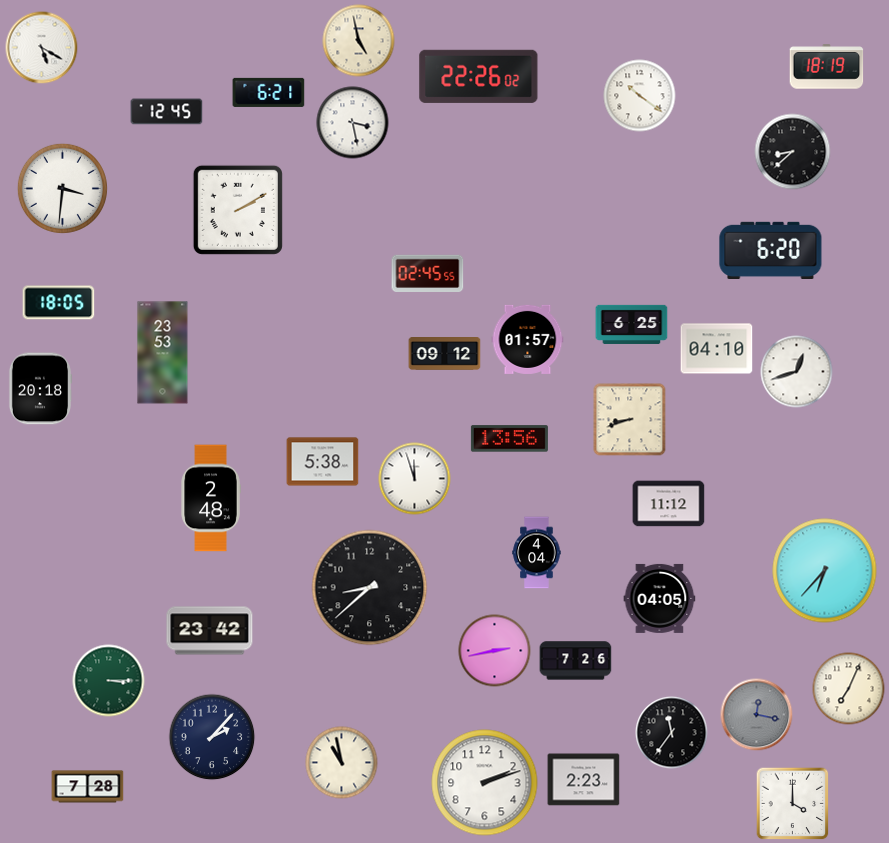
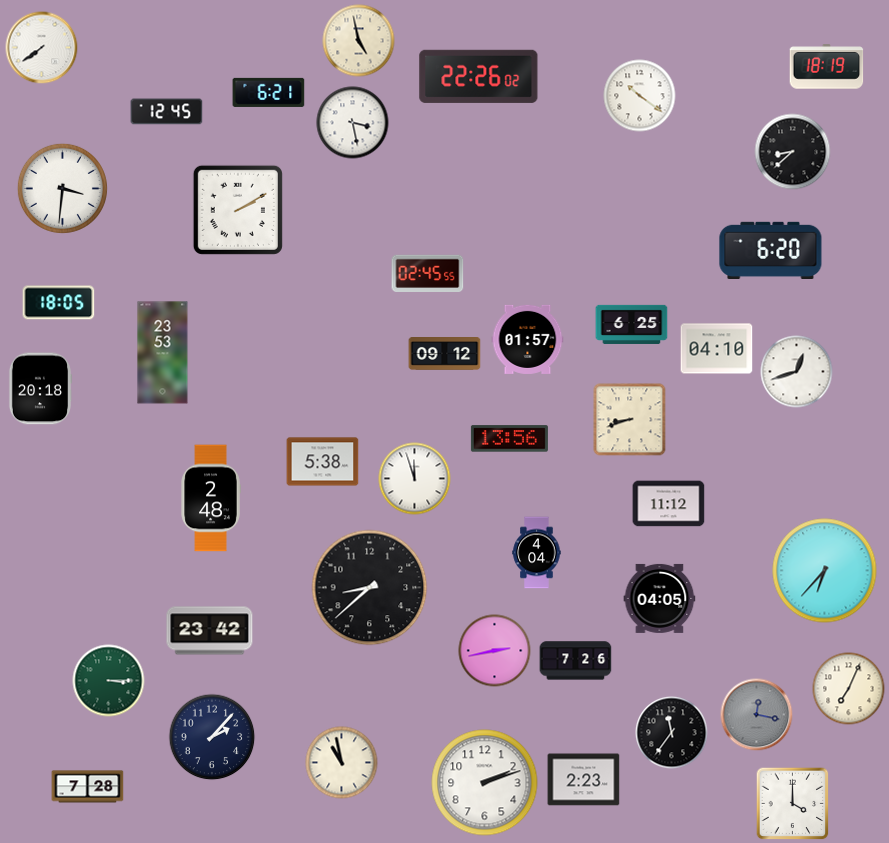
clock at (42, 48): 5:20 -> 7:39
